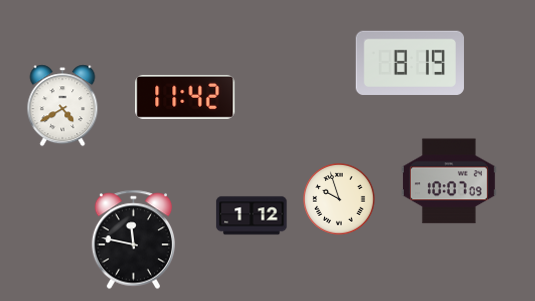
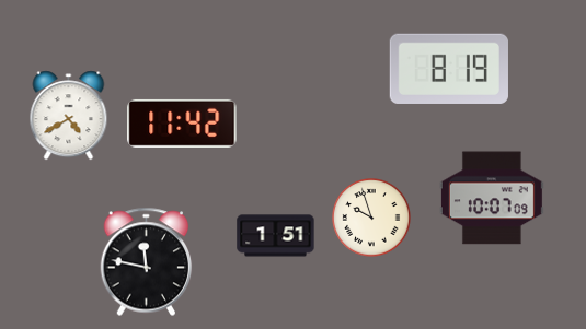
clock at (185, 97) position: (185, 97) -> (182, 124)
clock at (252, 216): 1:12 -> 1:51
